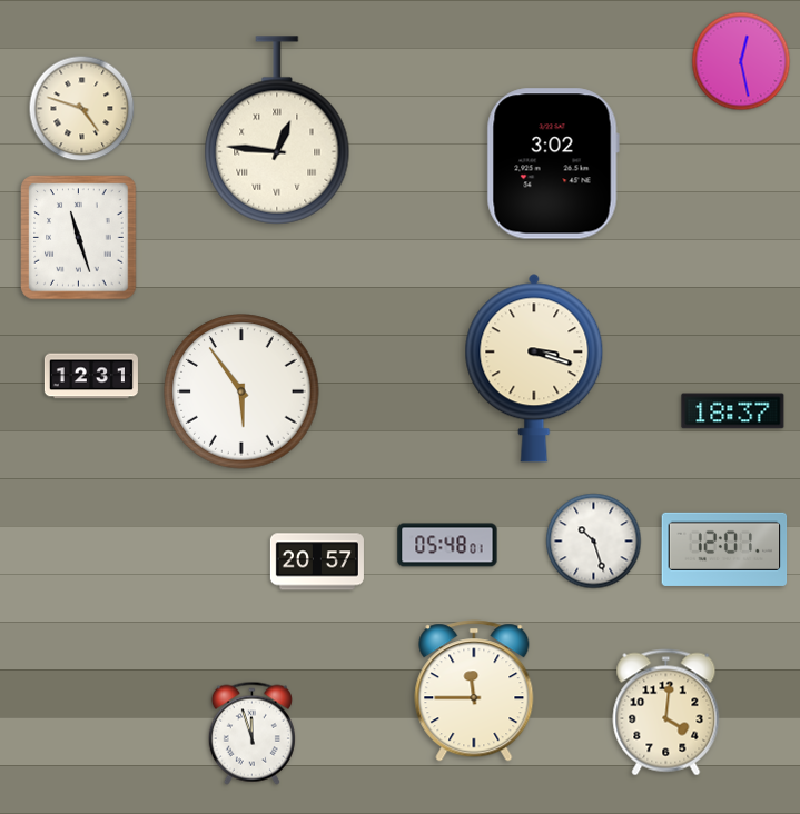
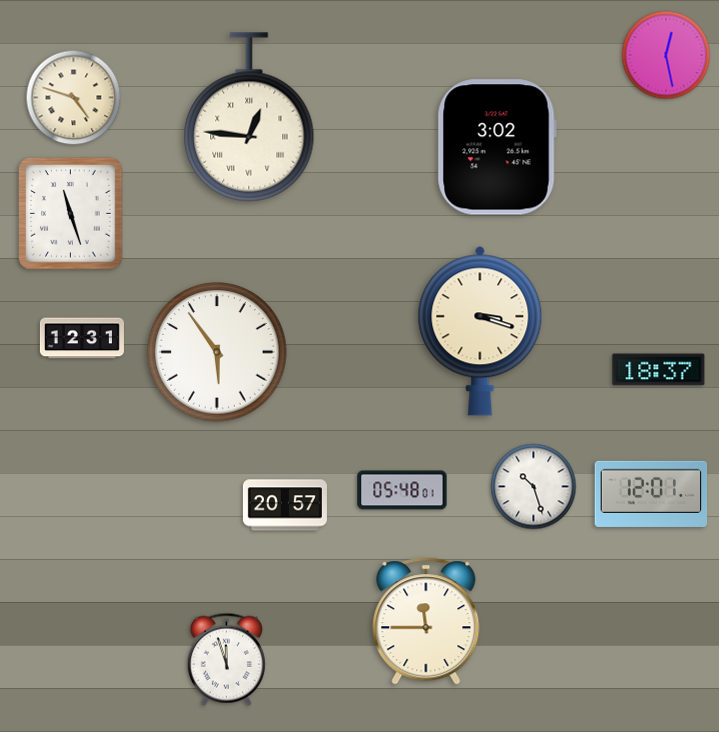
clock at (666, 713): 4:01 -> none
